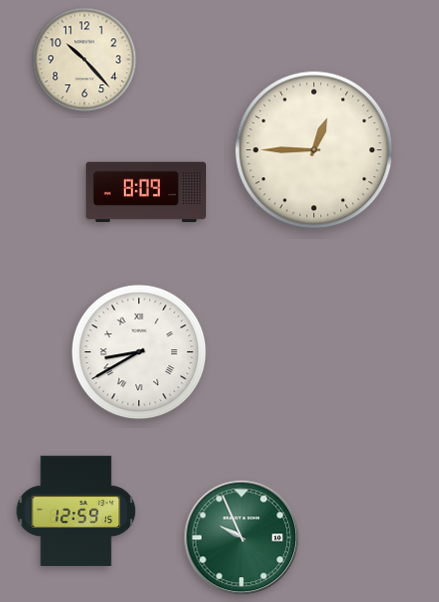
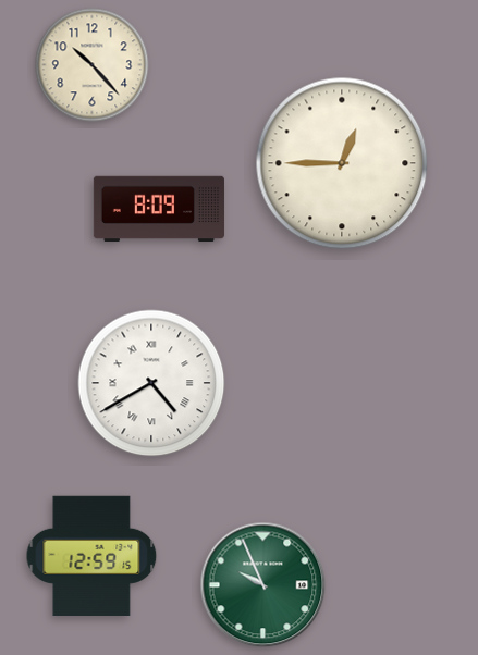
clock at (139, 352): 8:40 -> 4:40
clock at (76, 510) position: (76, 510) -> (91, 555)
